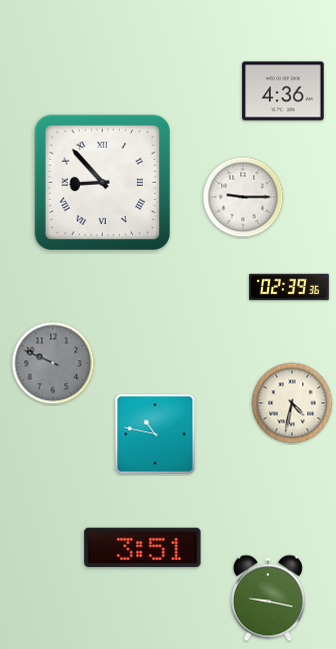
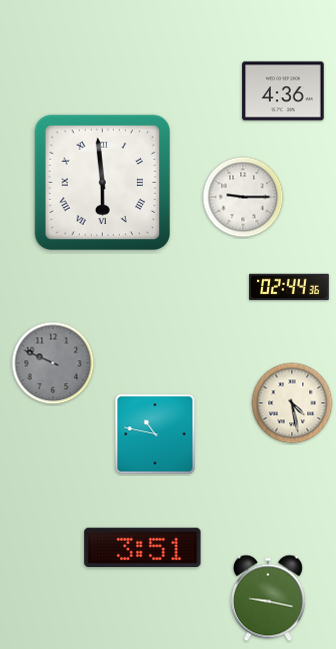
clock at (102, 182): 8:53 -> 5:59
clock at (289, 287): 02:39 -> 02:44
clock at (292, 403): 4:32 -> 4:28
